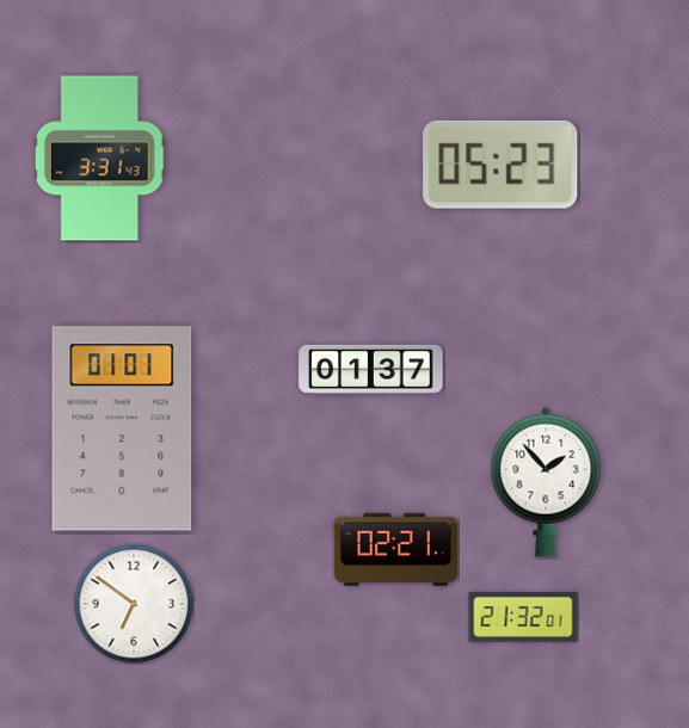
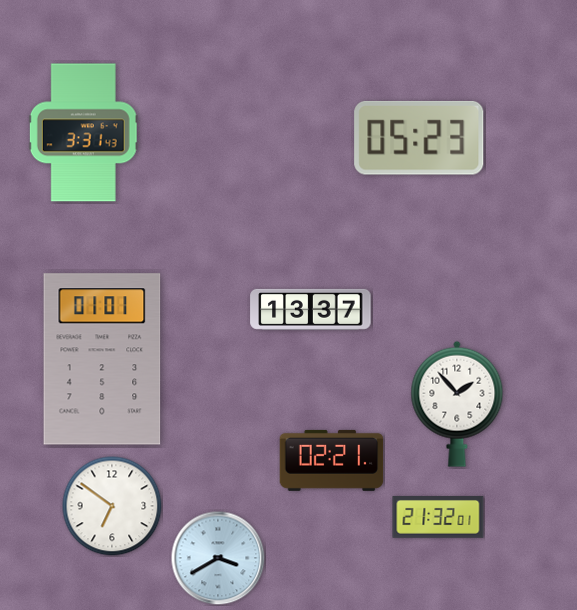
clock at (371, 369): 01:37 -> 13:37
clock at (218, 558): none -> 3:40
